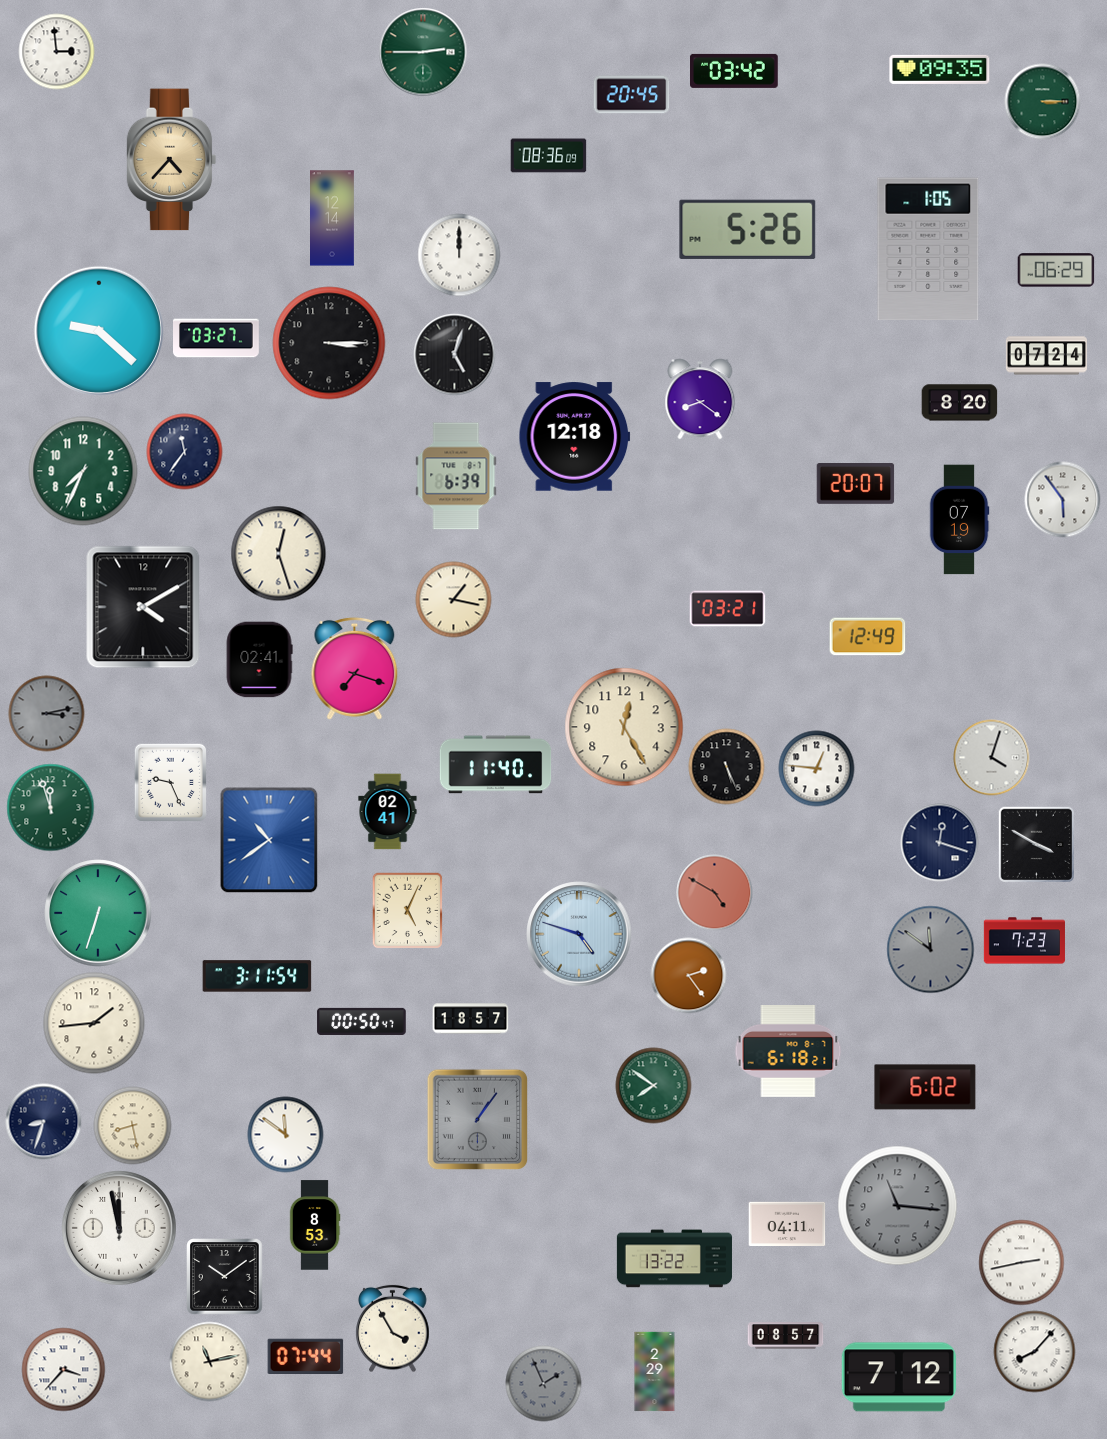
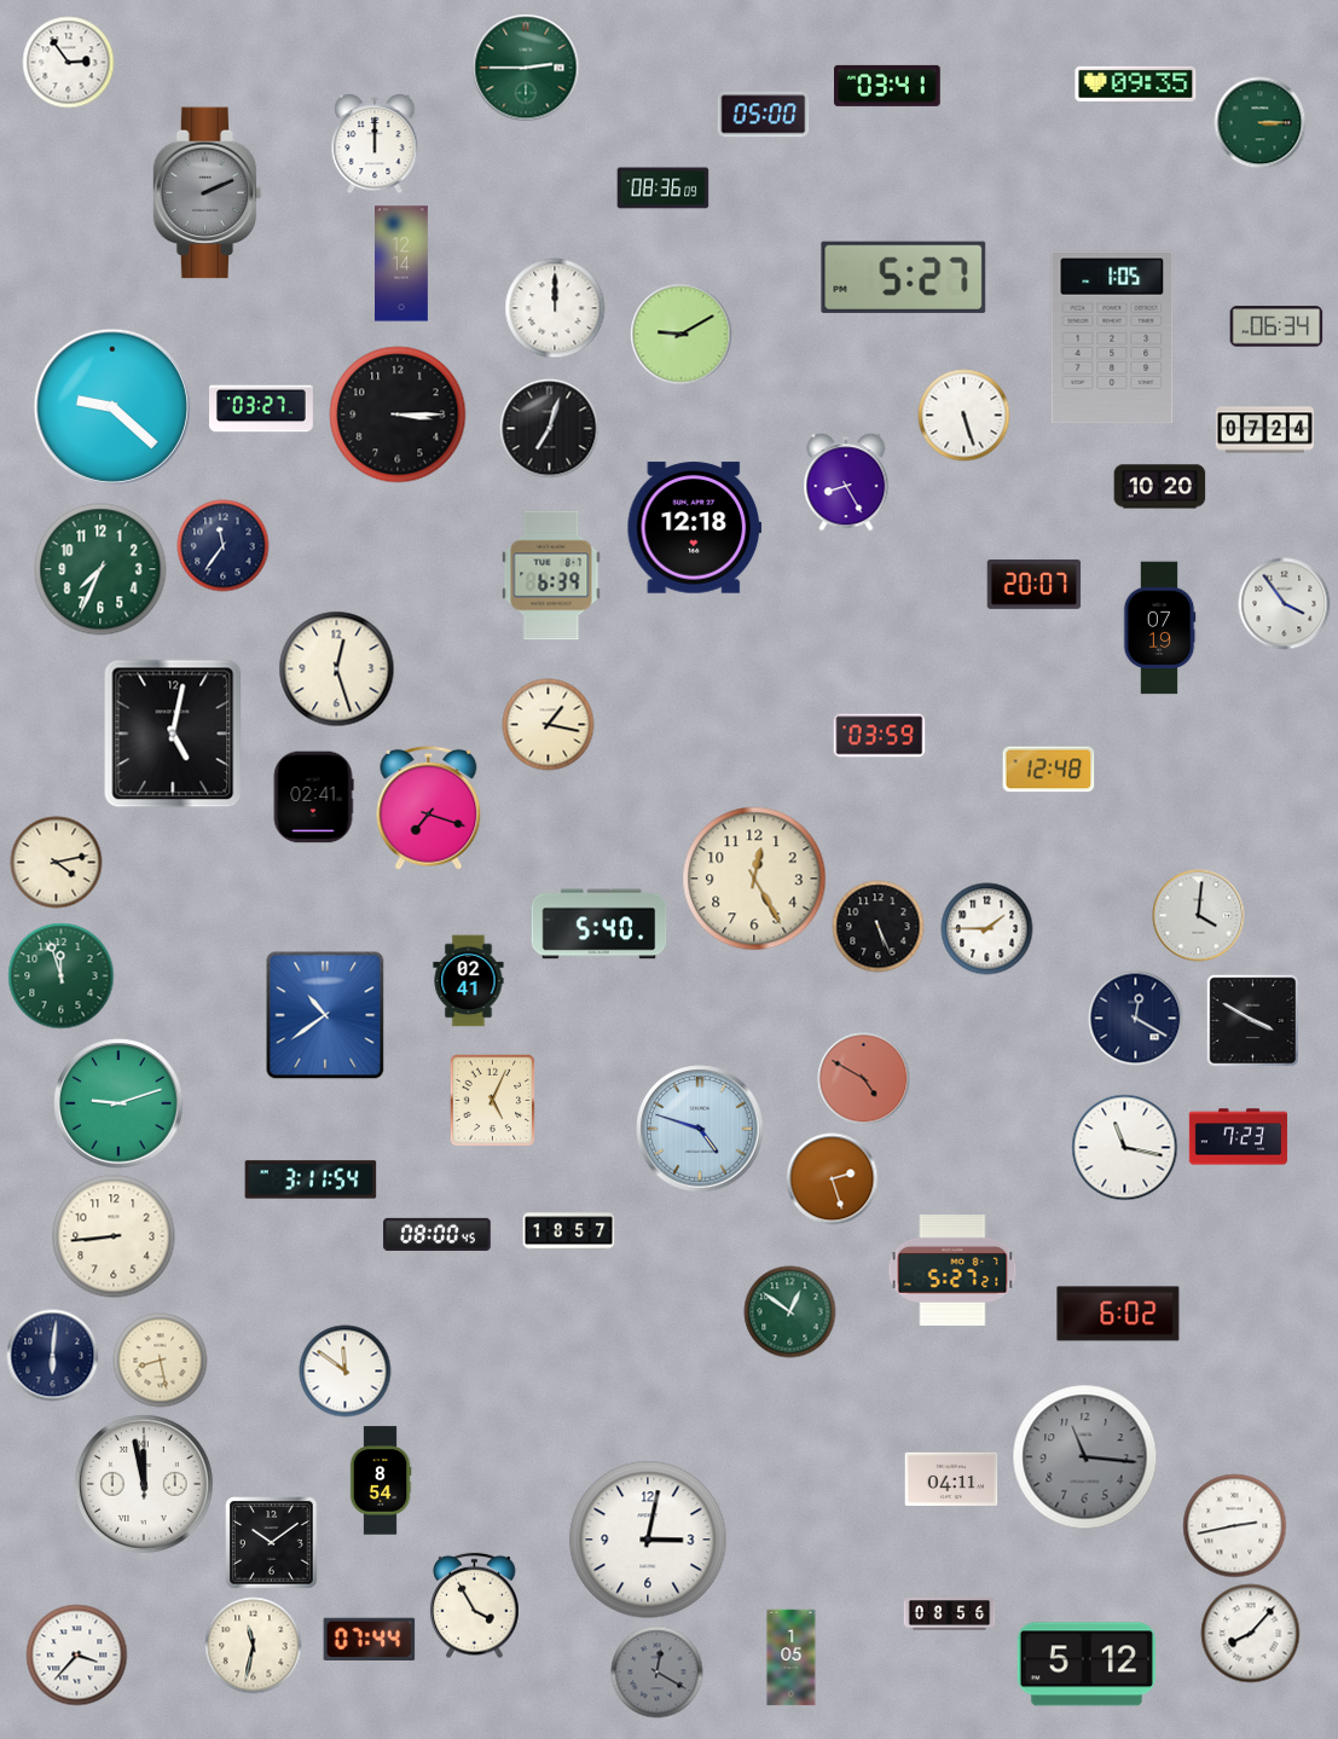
clock at (57, 52): 2:59 -> 2:54
clock at (423, 52) position: (423, 52) -> (526, 68)
clock at (734, 71): 03:42 -> 03:41
clock at (632, 95): 20:45 -> 05:00
clock at (375, 144): none -> 12:00
clock at (172, 160): 4:37 -> 2:11
clock at (172, 160) dial: champagne -> grey
clock at (748, 229): 5:26 -> 5:27
clock at (928, 249) position: (928, 249) -> (1112, 337)
clock at (1056, 270): 06:29 -> 06:34
clock at (682, 335): none -> 9:10
clock at (99, 331) position: (99, 331) -> (112, 407)
clock at (965, 416): none -> 5:27
clock at (455, 355): 5:03 -> 7:03
clock at (700, 399): 8:21 -> 8:25
clock at (960, 403): 8:20 -> 10:20
clock at (1063, 500): 5:54 -> 3:54
clock at (143, 607): 4:10 -> 5:02
clock at (728, 609): 03:21 -> 03:59
clock at (868, 637): 12:49 -> 12:48
clock at (47, 714): 3:13 -> 4:13
clock at (47, 714) dial: grey -> cream
clock at (992, 758): 4:03 -> 4:01
clock at (496, 765): 11:40 -> 5:40
clock at (817, 769): 12:46 -> 1:45
clock at (170, 782): 9:26 -> none
clock at (940, 843): 12:18 -> 12:20
clock at (98, 913): 6:33 -> 9:12
clock at (931, 950): 11:51 -> 11:17
clock at (931, 950) dial: grey -> white
clock at (689, 976): 2:24 -> 2:27
clock at (362, 1021): 00:50 -> 08:00
clock at (94, 1023): 1:44 -> 8:44
clock at (788, 1052): 6:18 -> 5:27
clock at (654, 1086): 7:51 -> 12:51
clock at (478, 1120): 1:06 -> none
clock at (44, 1122): 8:33 -> 6:01
clock at (315, 1225): 8:53 -> 8:54
clock at (674, 1259): 13:22 -> none
clock at (648, 1540): none -> 3:02
clock at (786, 1336): 08:57 -> 08:56
clock at (210, 1362): 11:13 -> 11:32
clock at (655, 1372): 2:29 -> 1:05
clock at (899, 1377): 7:12 -> 5:12
clock at (544, 1384): 1:56 -> 12:20
